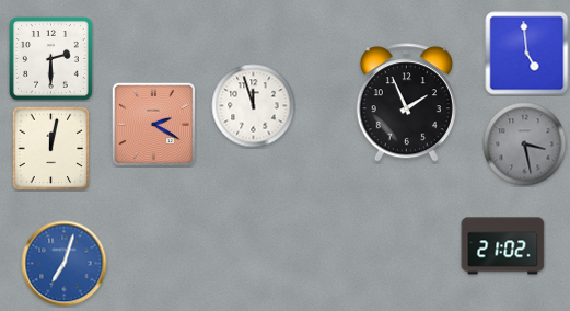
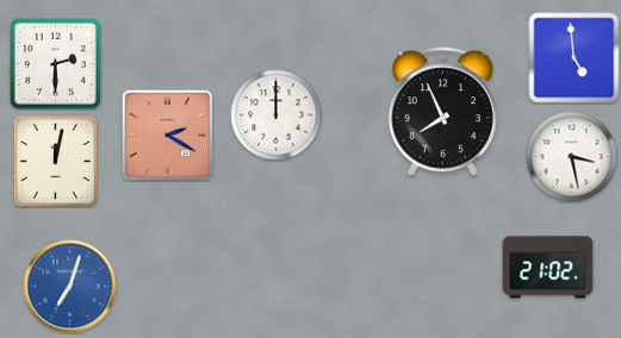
clock at (406, 103): 1:56 -> 7:56
clock at (254, 106): 11:57 -> 12:00
clock at (525, 145) dial: grey -> white
